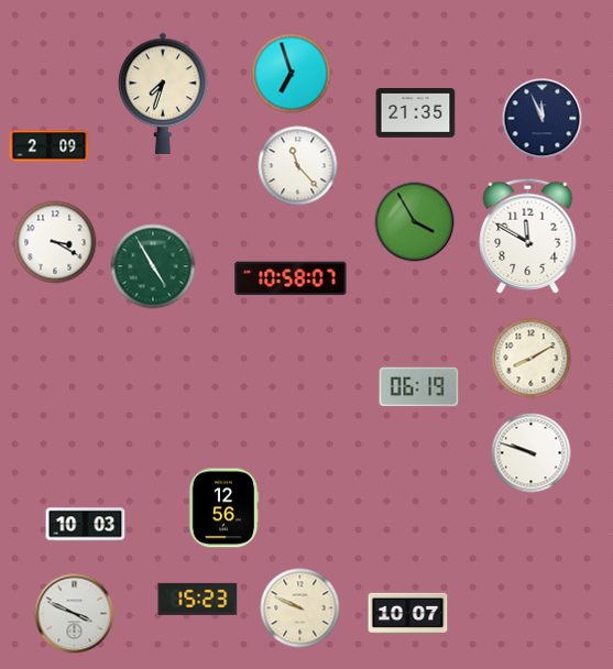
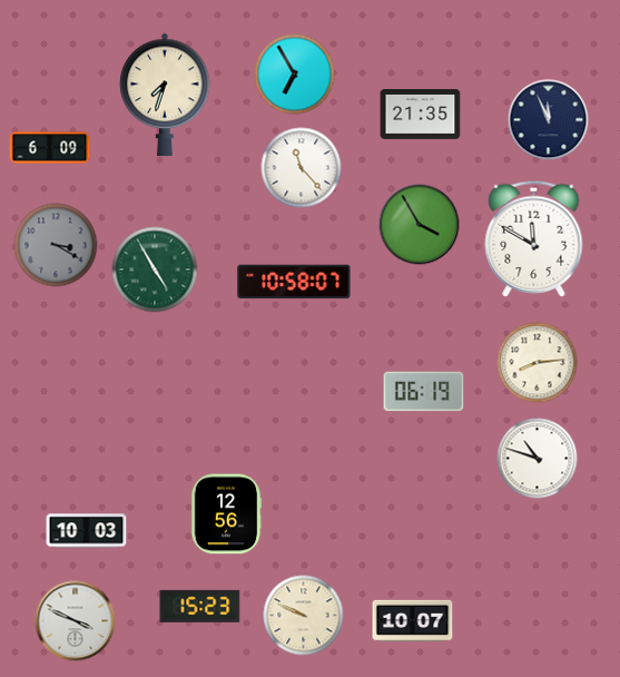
clock at (292, 74): 6:57 -> 6:55
clock at (50, 146): 2:09 -> 6:09
clock at (55, 242) dial: white -> grey
clock at (532, 359): 8:10 -> 8:14
clock at (532, 453): 9:48 -> 10:48
